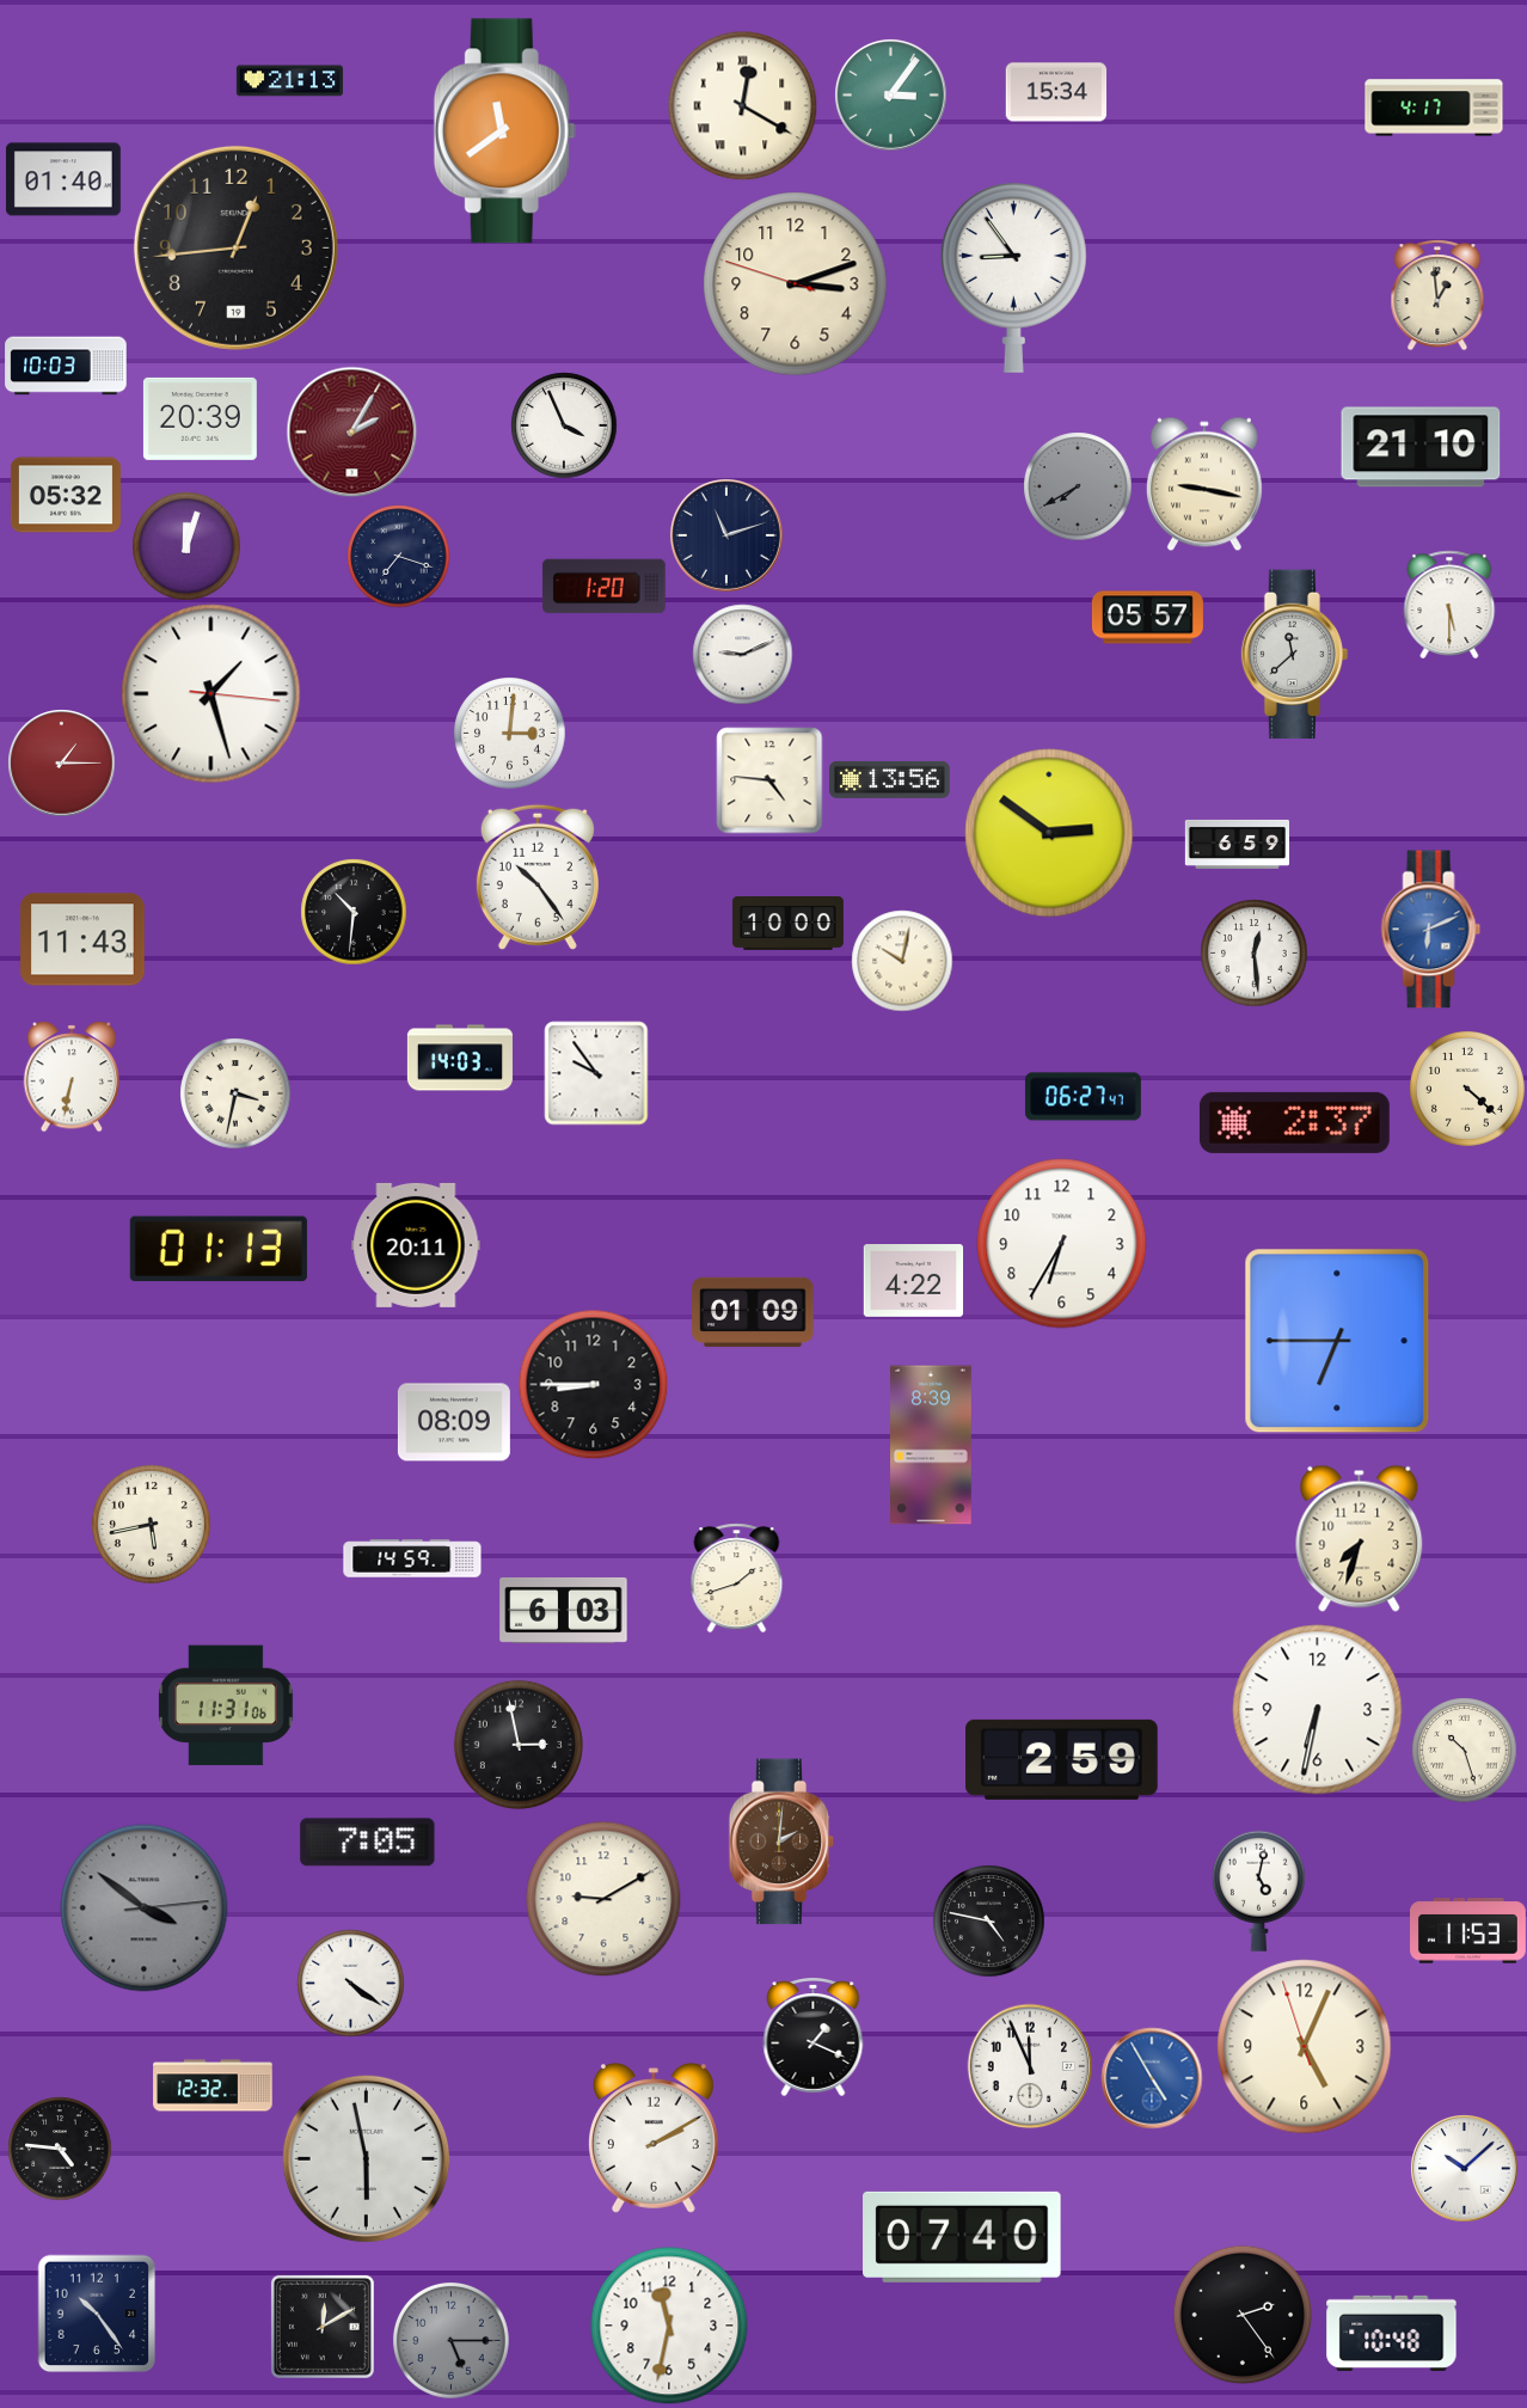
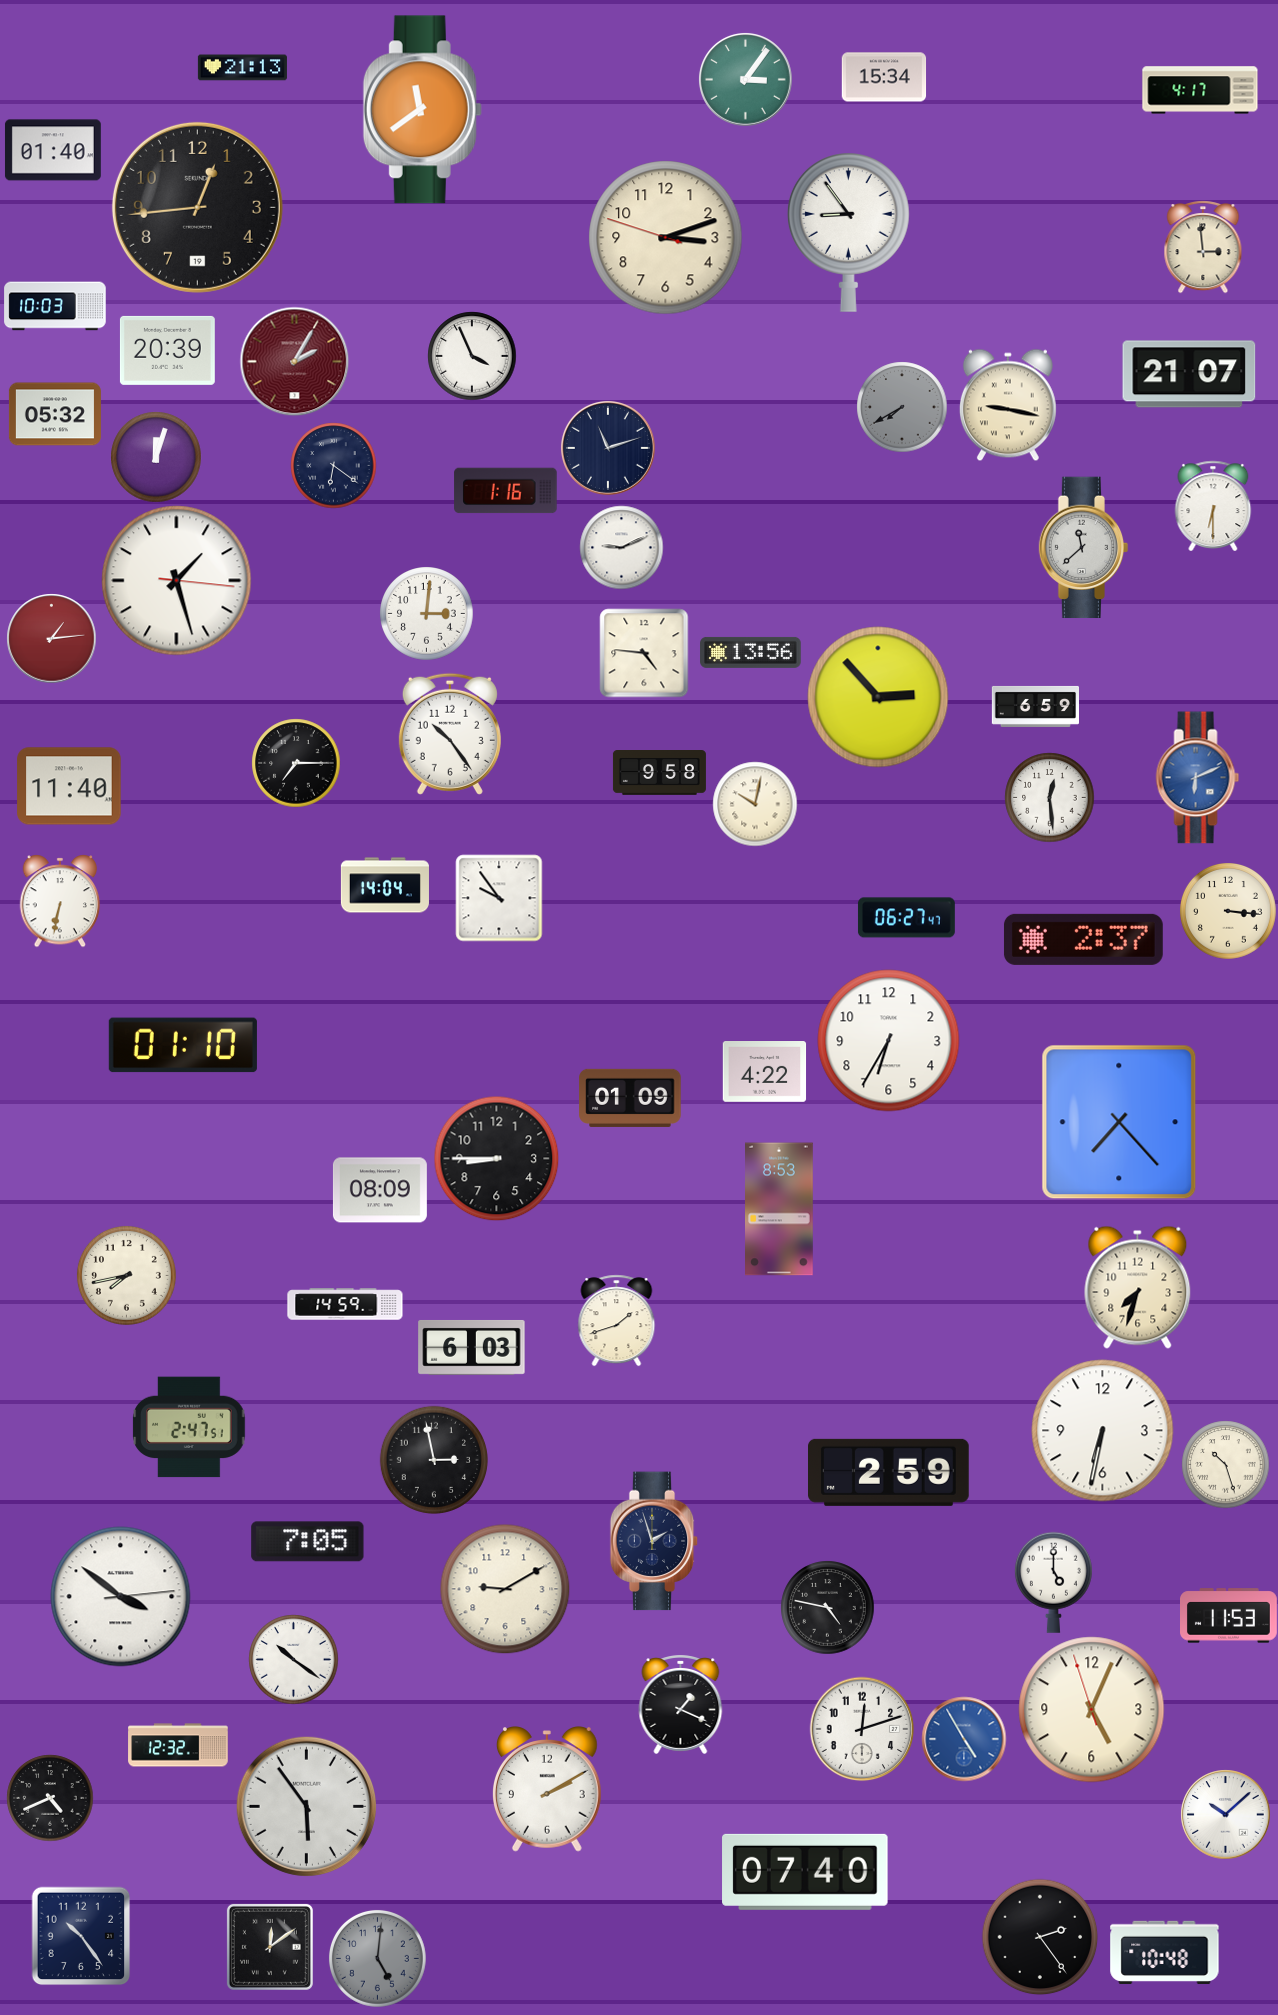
clock at (742, 105): 12:20 -> none
clock at (1437, 295): 12:59 -> 2:59
clock at (1421, 447): 21:10 -> 21:07
clock at (398, 556): 7:18 -> 6:21
clock at (605, 587): 1:20 -> 1:16
clock at (1449, 603): 5:30 -> 6:30
clock at (1147, 618): 05:57 -> none
clock at (61, 762): 1:15 -> 1:14
clock at (890, 779) position: (890, 779) -> (751, 652)
clock at (1049, 833): 2:51 -> 2:53
clock at (354, 912): 10:31 -> 7:15
clock at (787, 924): 10:00 -> 9:58
clock at (82, 939): 11:43 -> 11:40
clock at (460, 1058): 14:03 -> 14:04
clock at (1467, 1089): 4:22 -> 3:16
clock at (235, 1093): 3:32 -> none
clock at (416, 1245): 20:11 -> none
clock at (219, 1249): 01:13 -> 01:10
clock at (1337, 1341): 6:45 -> 7:23
clock at (932, 1445): 8:39 -> 8:53
clock at (151, 1524): 5:43 -> 7:43
clock at (226, 1705): 11:31 -> 2:47
clock at (781, 1842): 2:01 -> 1:57
clock at (781, 1842) dial: brown -> navy
clock at (1258, 1891): 5:02 -> 5:00
clock at (145, 1908) dial: grey -> white
clock at (350, 1983): 4:21 -> 10:21
clock at (1305, 2047) position: (1305, 2047) -> (1092, 1710)
clock at (1030, 2066): 11:56 -> 12:12
clock at (60, 2149): 4:46 -> 4:41
clock at (366, 2158): 5:58 -> 5:54
clock at (669, 2326): 11:32 -> none
clock at (323, 2327): 12:10 -> 12:09
clock at (450, 2340): 5:15 -> 5:01
